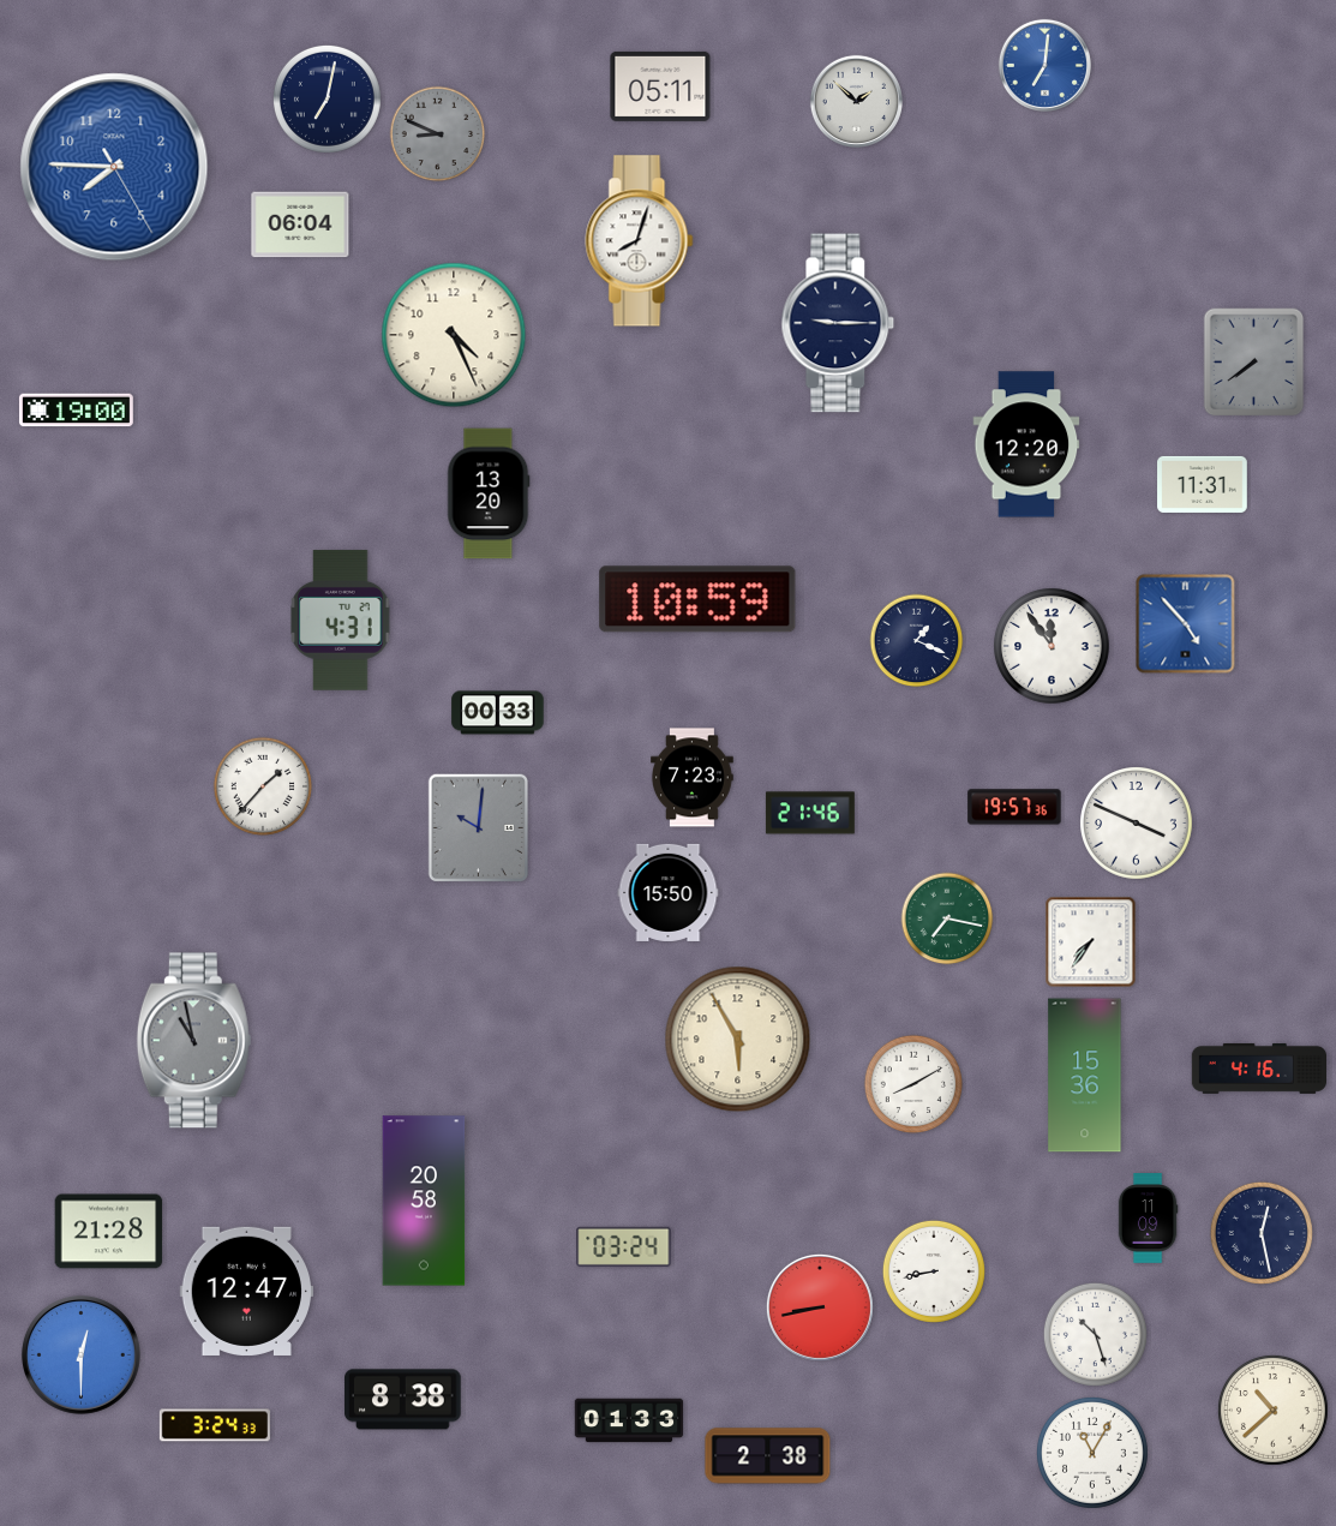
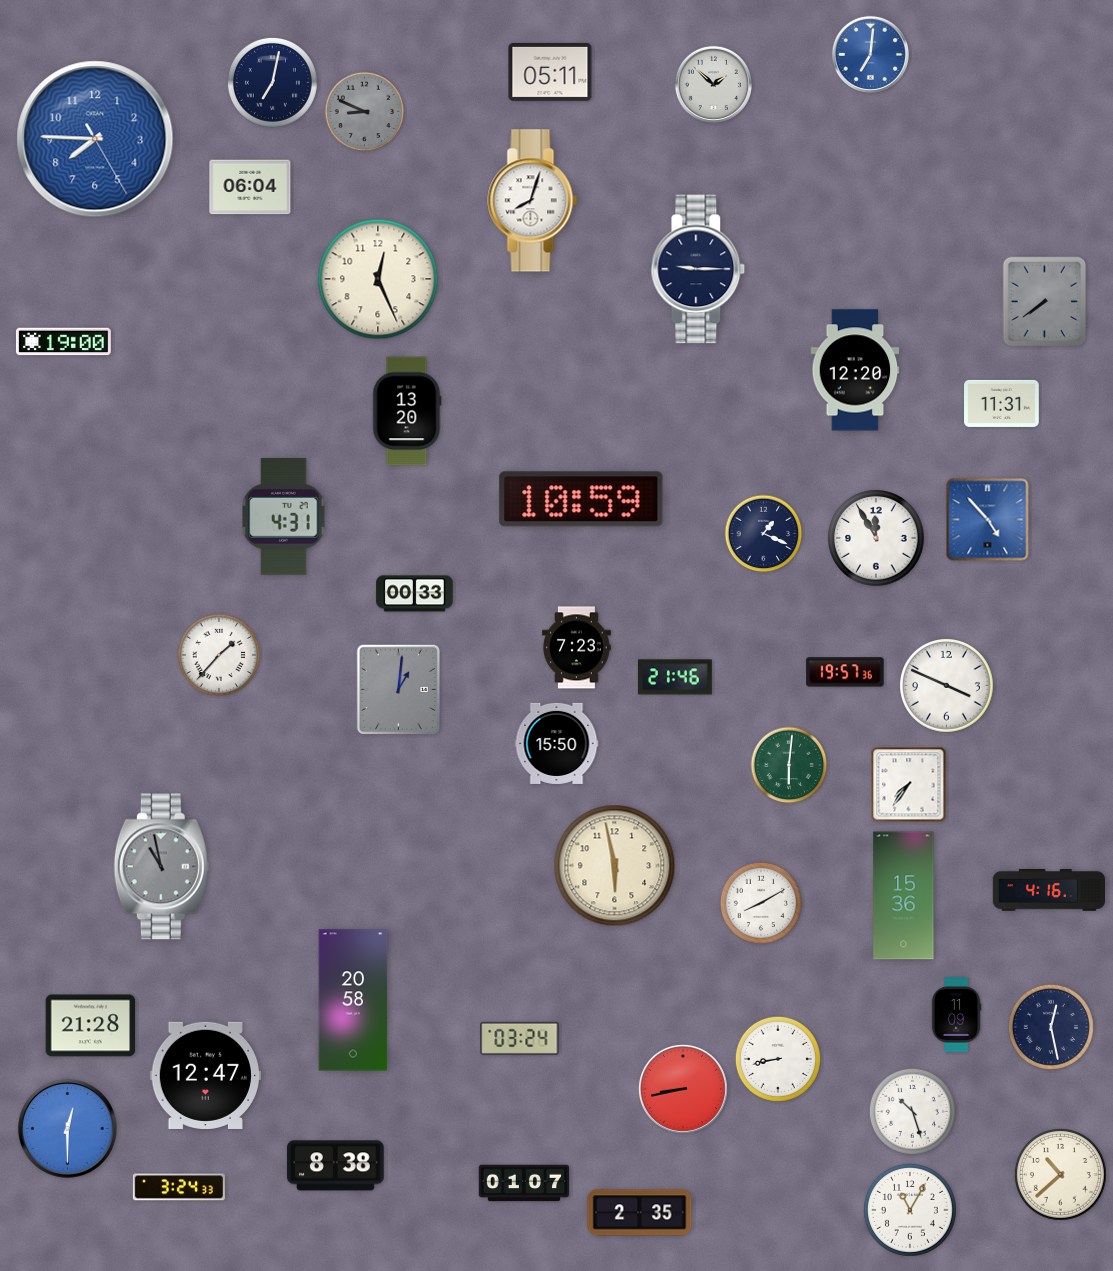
clock at (454, 335): 4:26 -> 12:26
clock at (1052, 646): 11:54 -> 11:55
clock at (478, 827): 10:01 -> 1:01
clock at (947, 918): 7:17 -> 6:01
clock at (738, 1040): 5:55 -> 5:58
clock at (629, 1420): 01:33 -> 01:07
clock at (768, 1456): 2:38 -> 2:35
